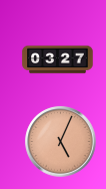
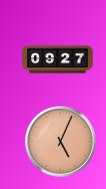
clock at (58, 60): 03:27 -> 09:27
